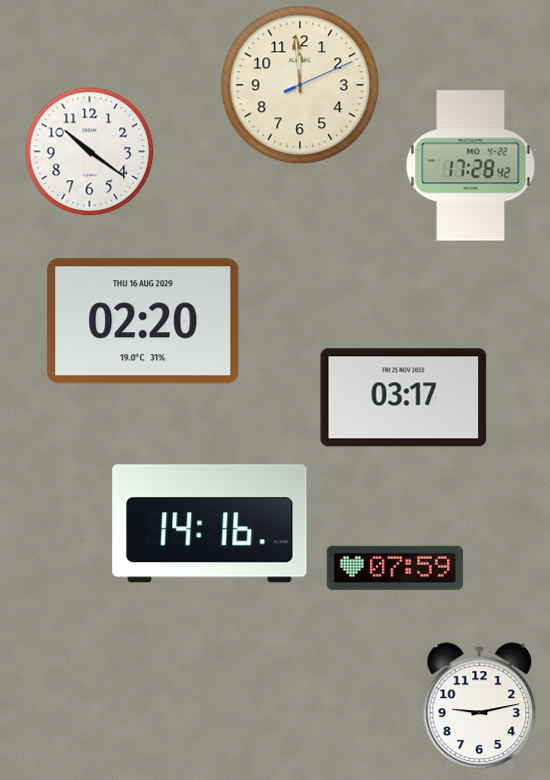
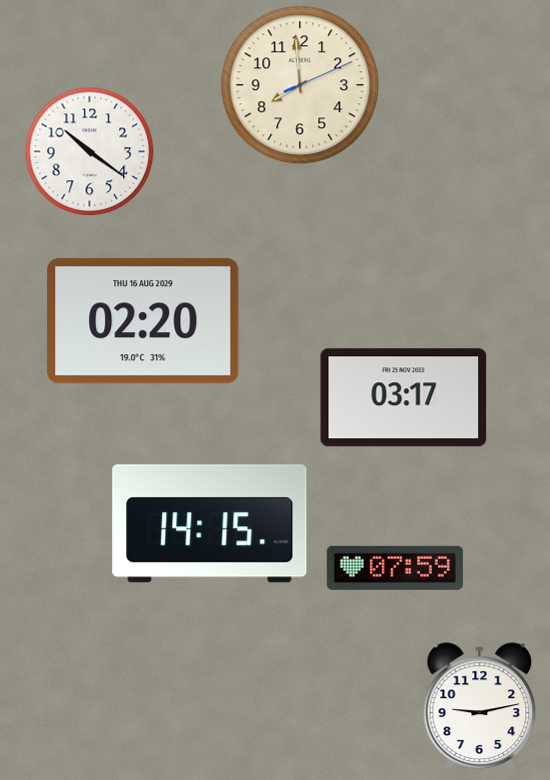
clock at (300, 85): 11:59 -> 7:59
clock at (471, 166): 17:28 -> none
clock at (210, 524): 14:16 -> 14:15
